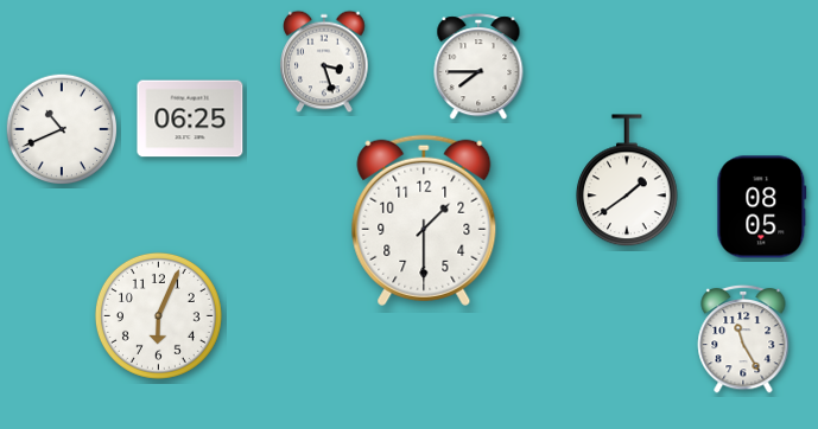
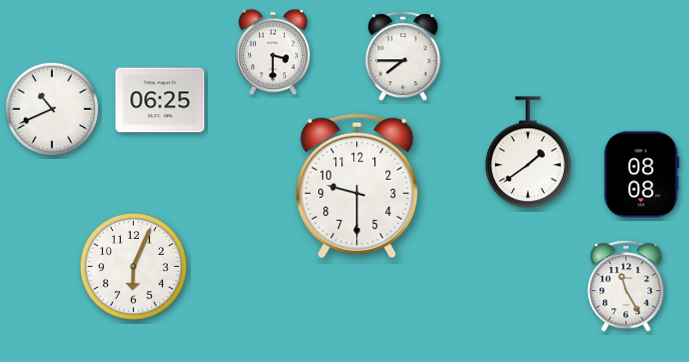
clock at (324, 62): 3:27 -> 3:30
clock at (762, 207): 08:05 -> 08:08
clock at (424, 220): 1:30 -> 9:30
